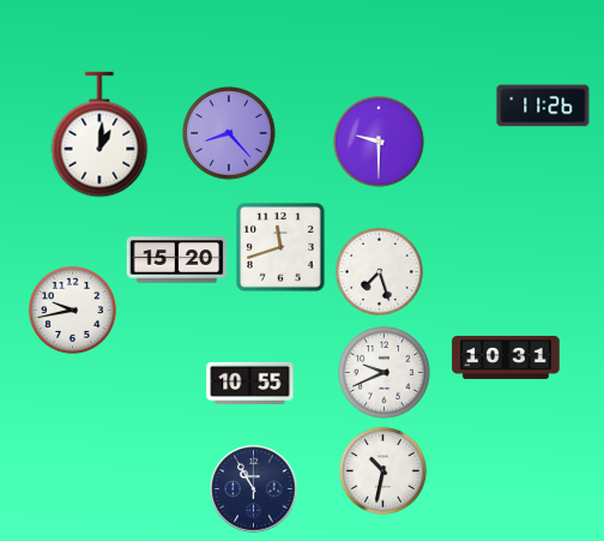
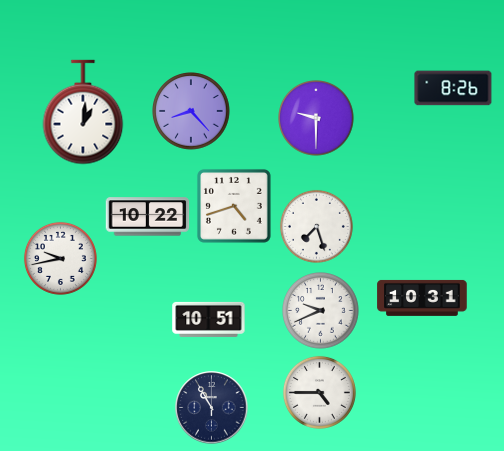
clock at (543, 106): 11:26 -> 8:26
clock at (280, 247): 11:42 -> 4:42
clock at (177, 260): 15:20 -> 10:22
clock at (250, 383): 10:55 -> 10:51
clock at (382, 470): 10:32 -> 4:45
